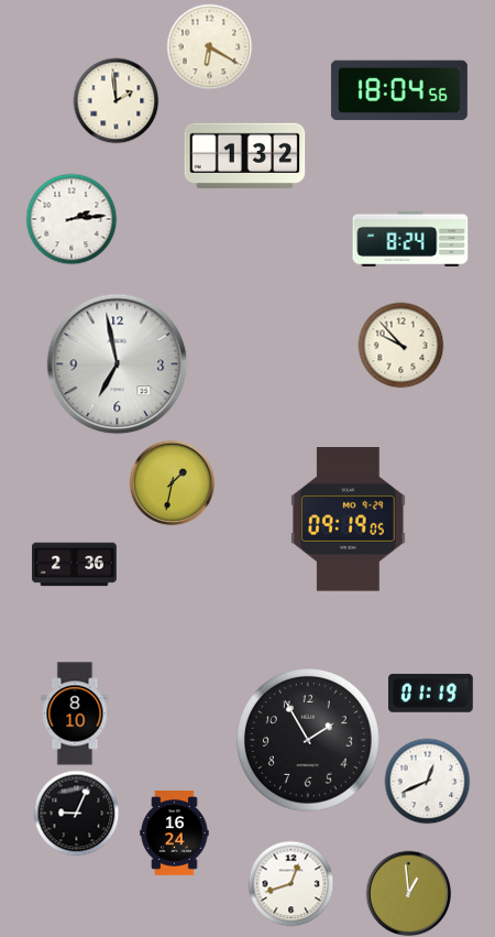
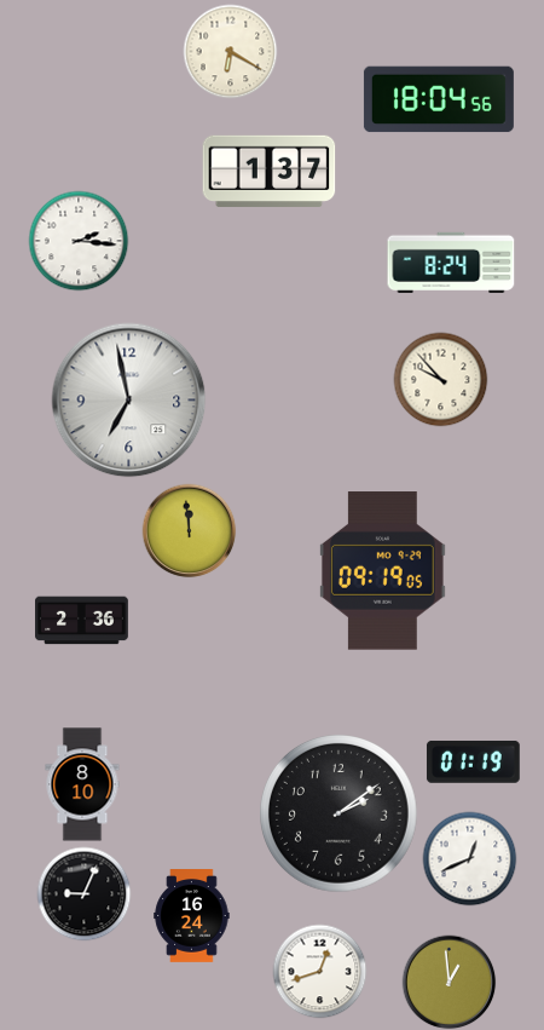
clock at (116, 100): 1:59 -> none
clock at (245, 155): 1:32 -> 1:37
clock at (71, 219): 2:14 -> 2:16
clock at (172, 482): 1:32 -> 11:59
clock at (309, 741): 1:55 -> 2:09
